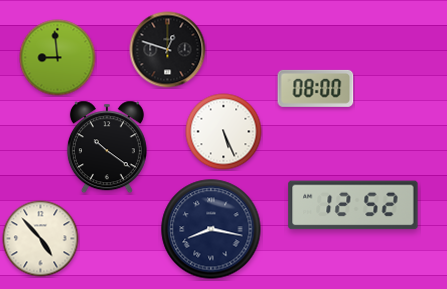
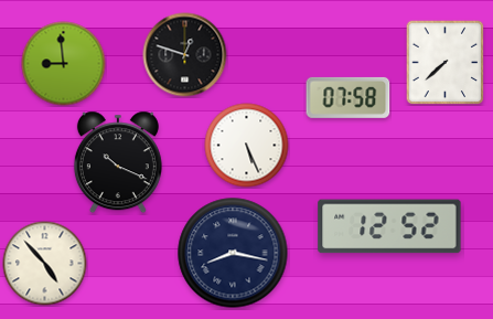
clock at (446, 62): none -> 7:38
clock at (316, 88): 08:00 -> 07:58
clock at (107, 147): 10:21 -> 10:19
